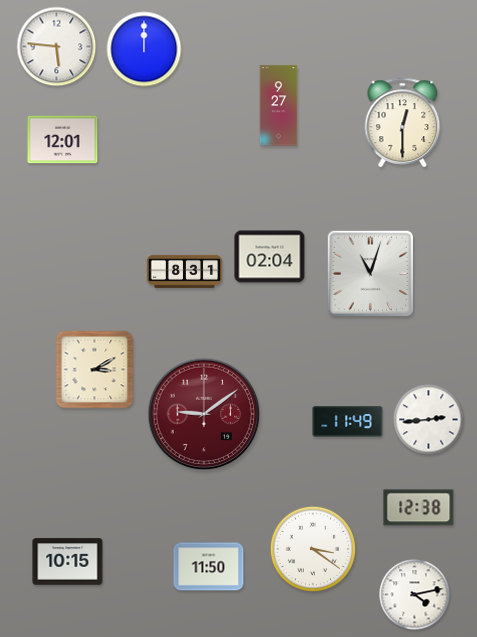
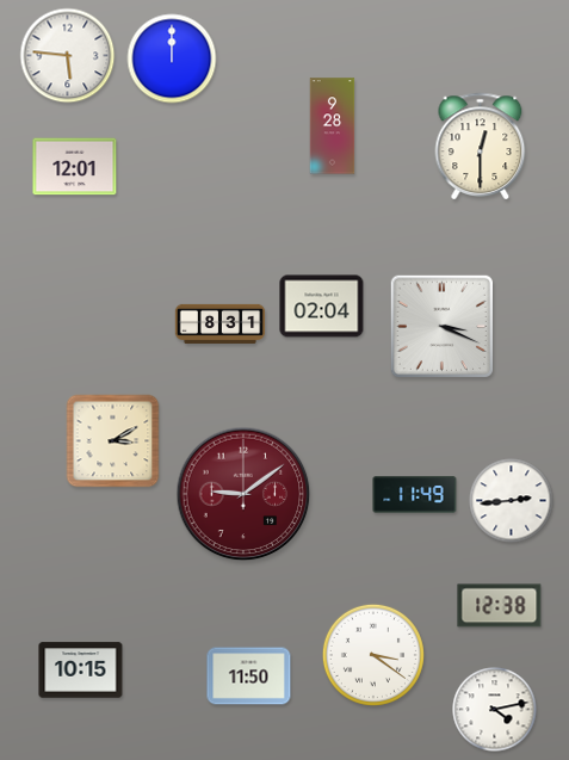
clock at (279, 106): 9:27 -> 9:28
clock at (370, 273): 11:03 -> 3:19
clock at (348, 422) position: (348, 422) -> (415, 495)
